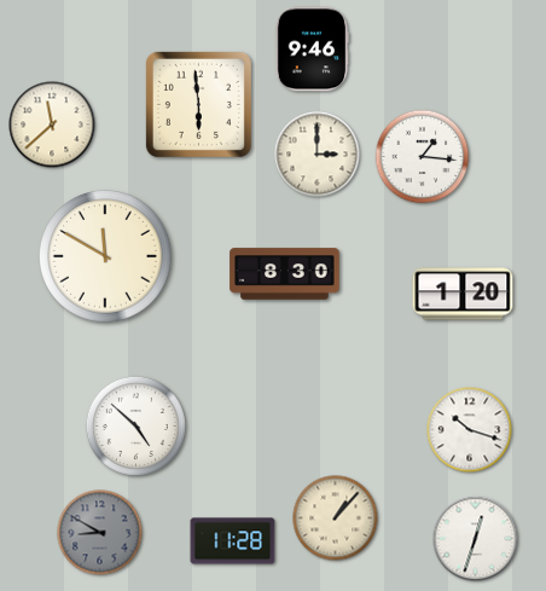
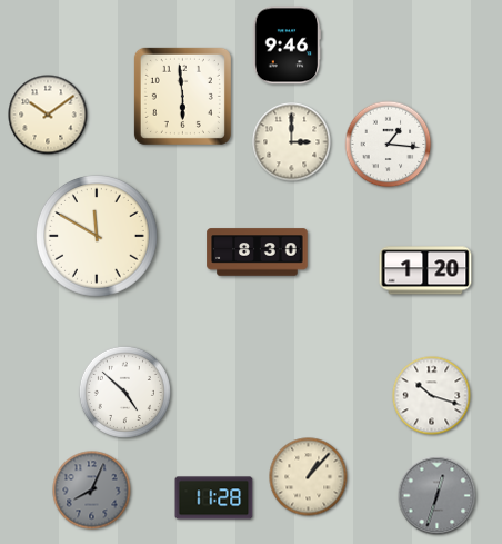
clock at (52, 124): 11:38 -> 10:09
clock at (285, 274) position: (285, 274) -> (258, 253)
clock at (100, 533): 8:50 -> 8:04
clock at (476, 539) dial: white -> grey
